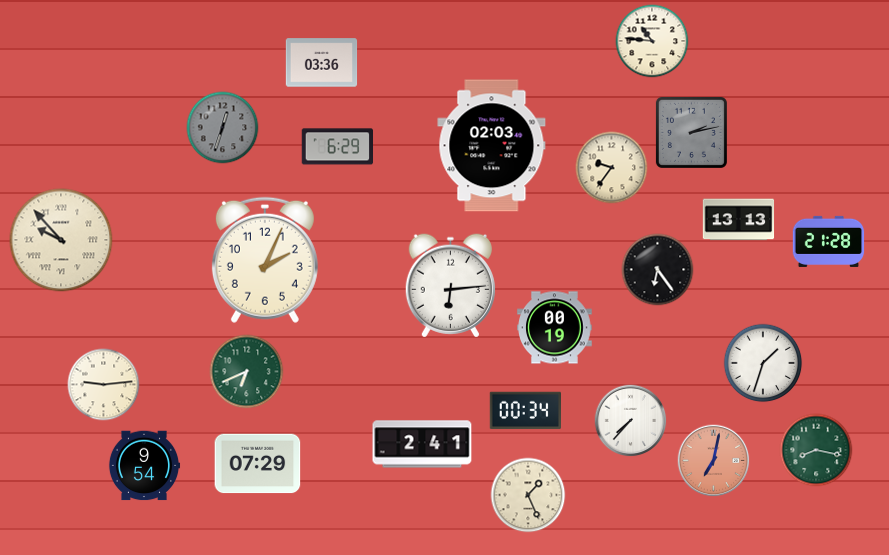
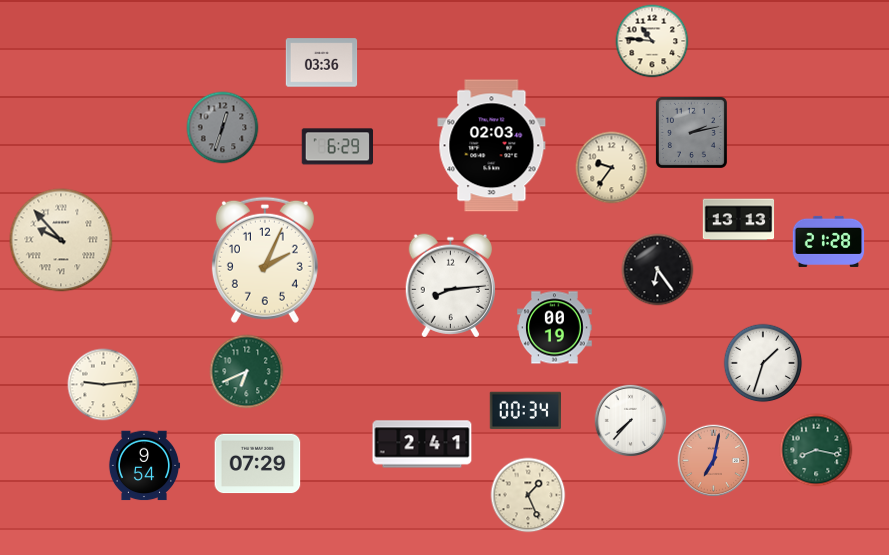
clock at (450, 286): 6:14 -> 8:14
